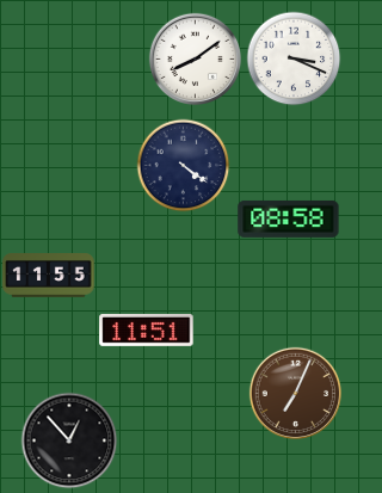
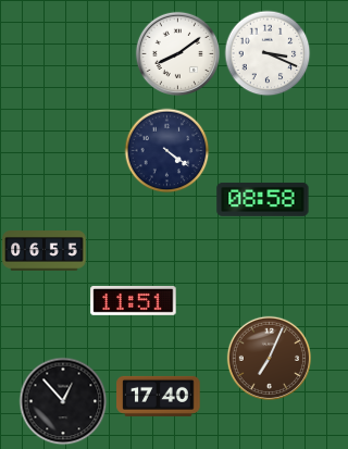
clock at (49, 276): 11:55 -> 06:55
clock at (159, 396): none -> 17:40
